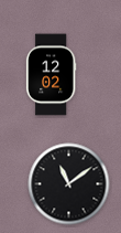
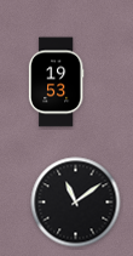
clock at (51, 75): 12:02 -> 19:53
